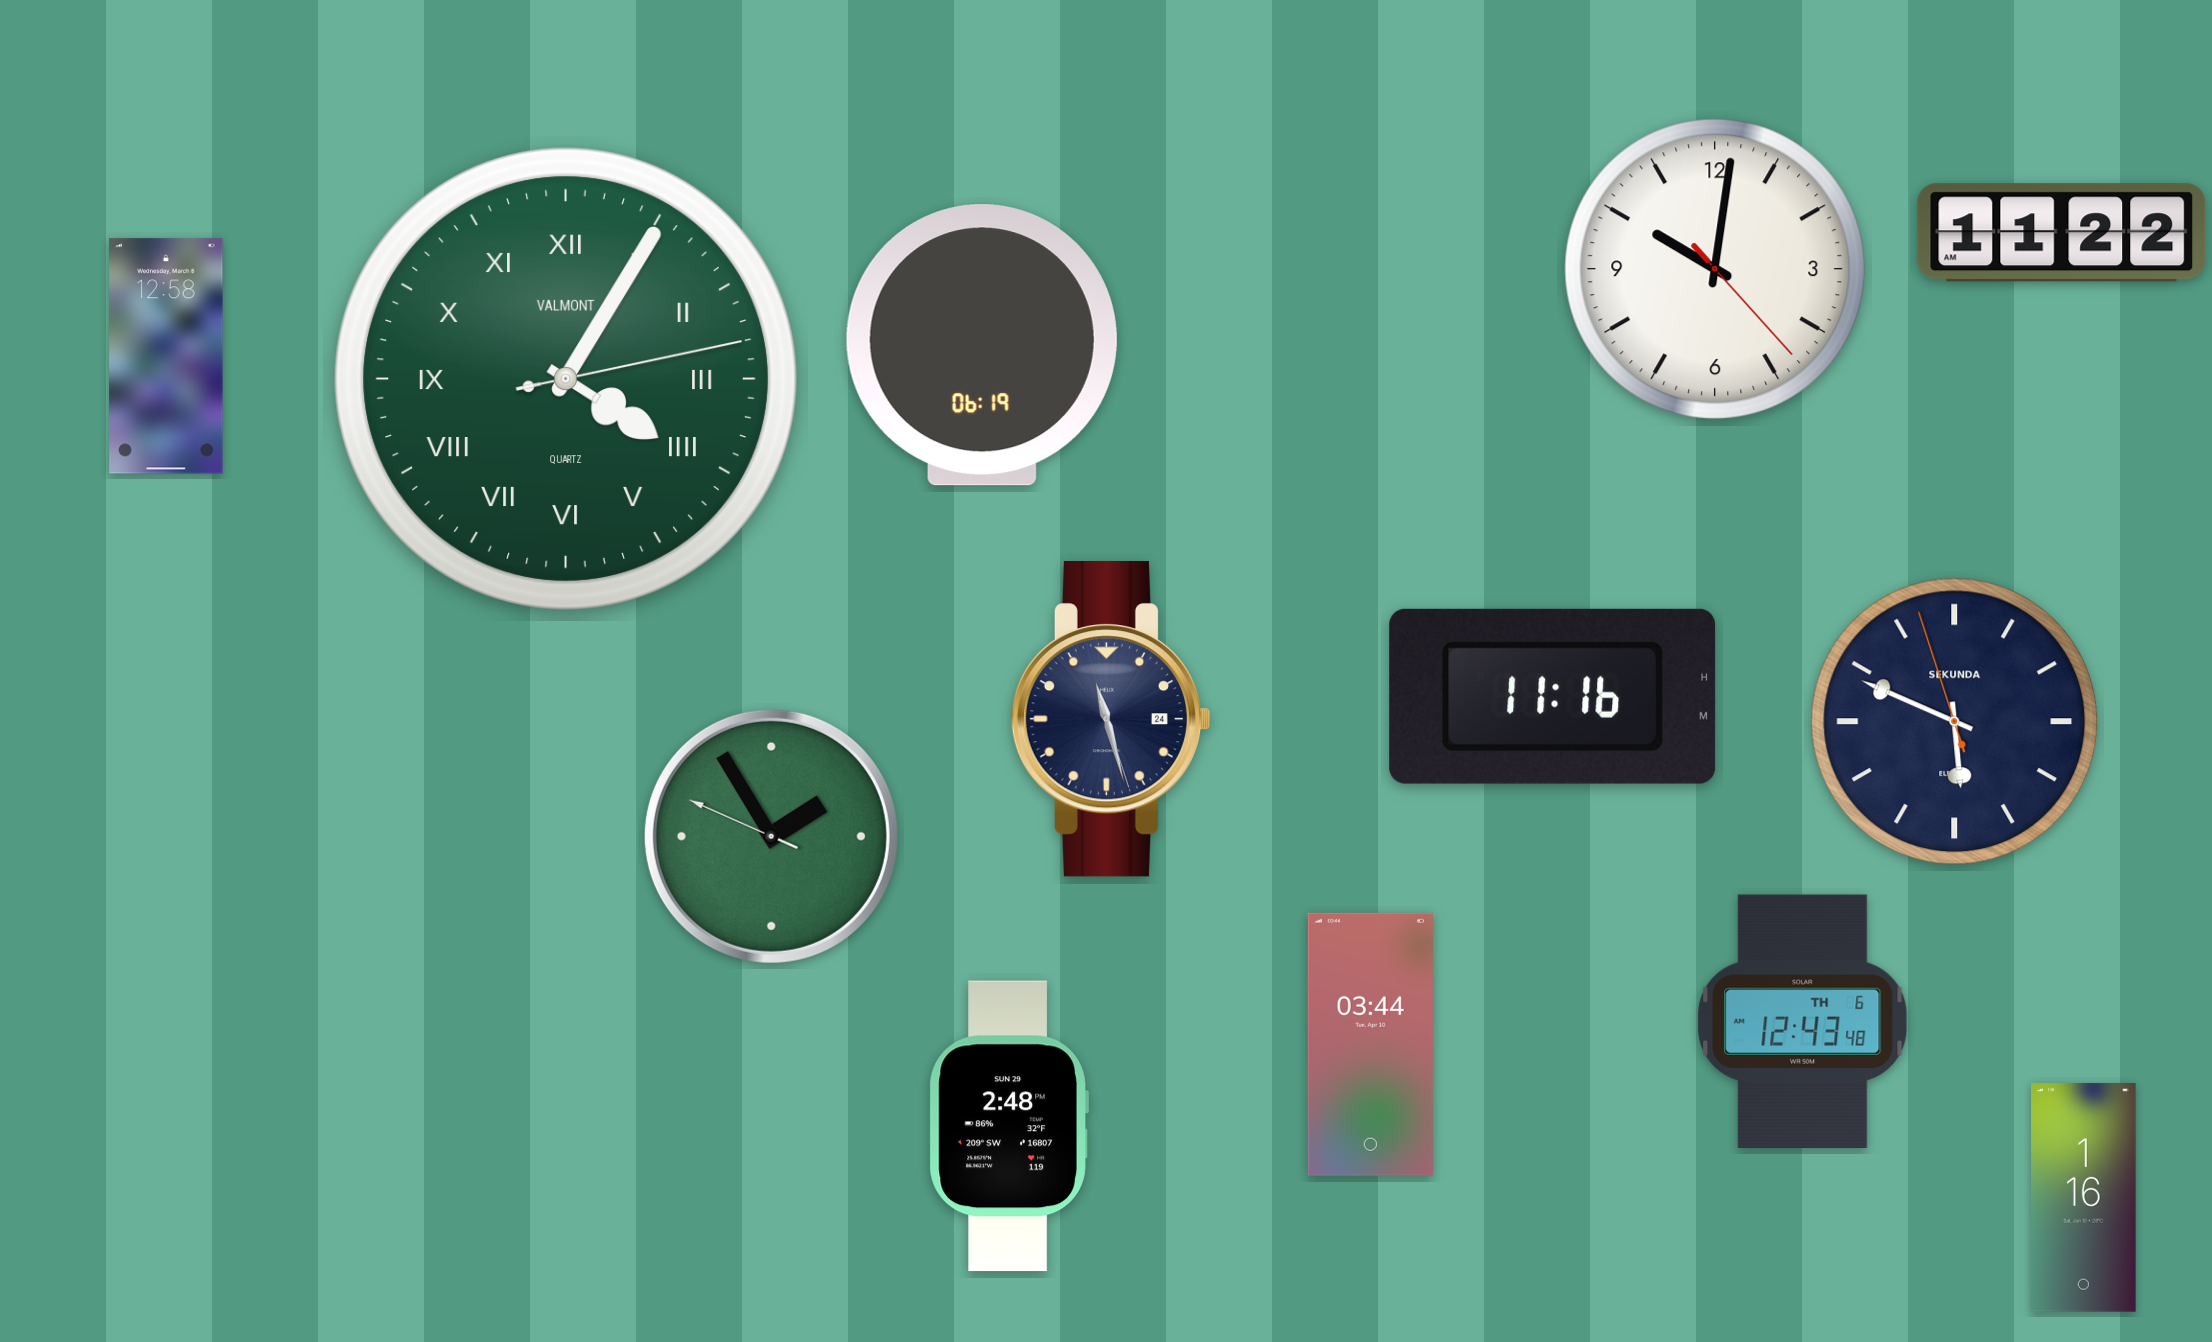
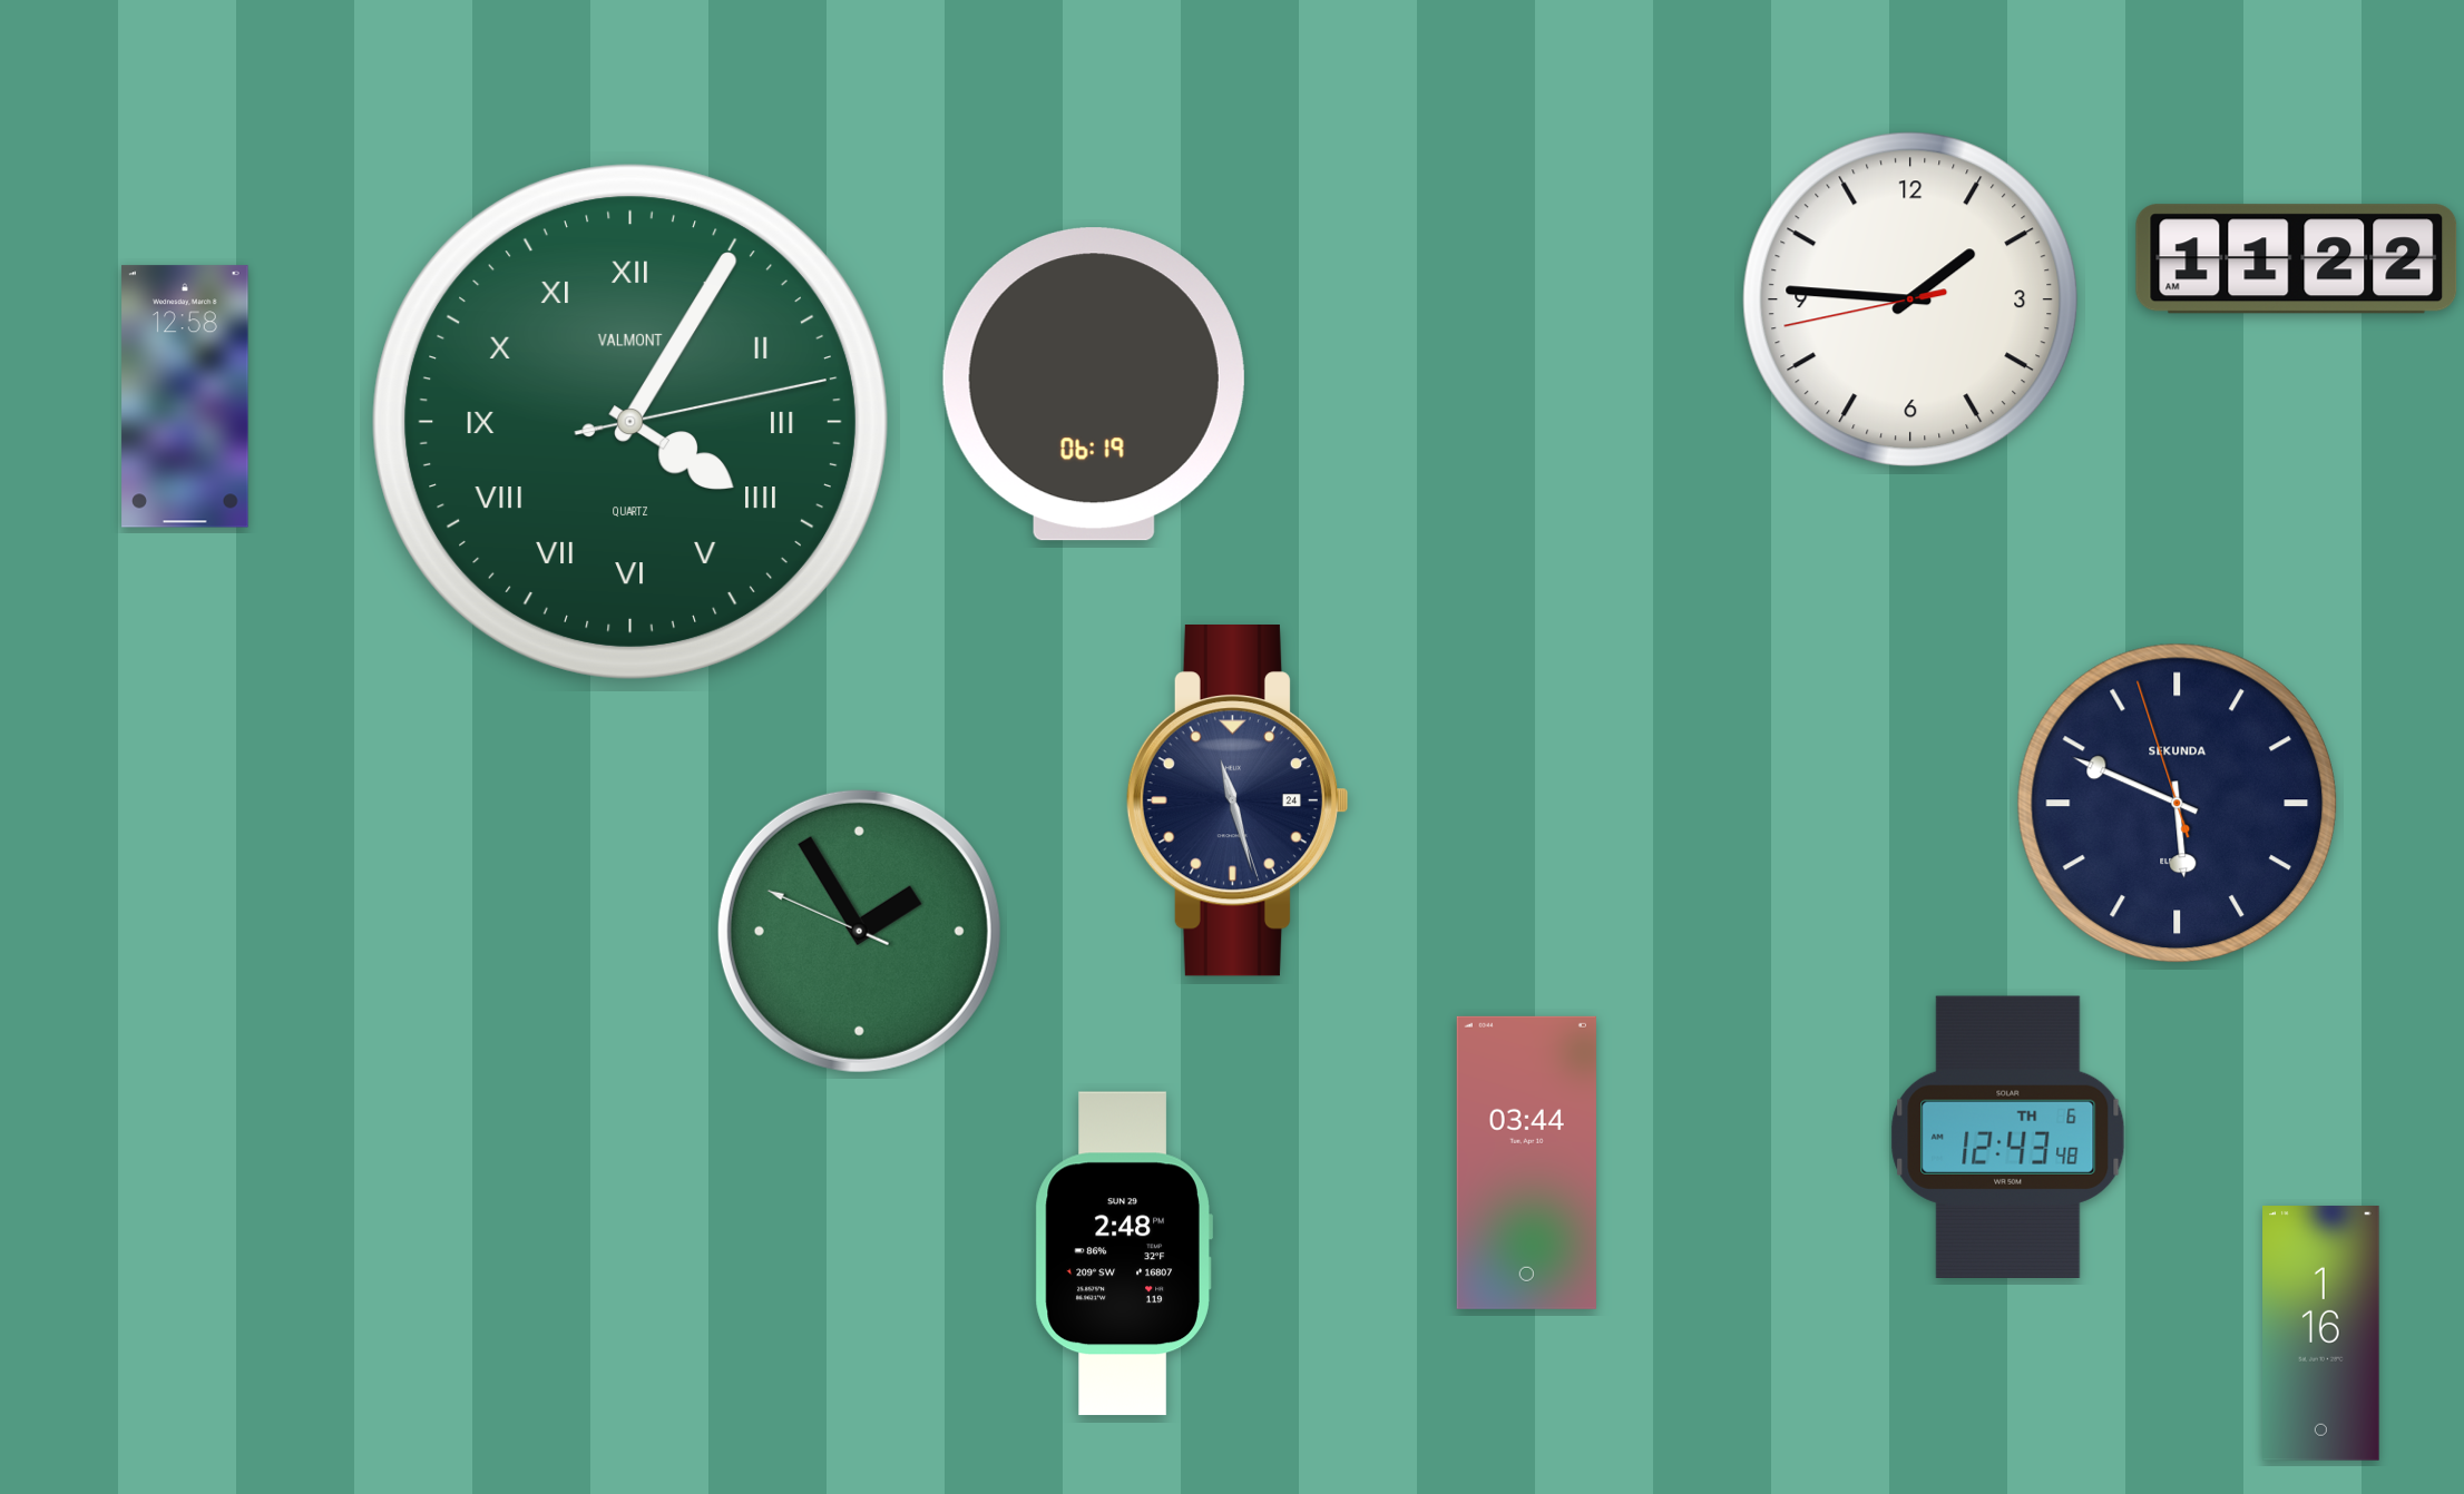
clock at (1715, 269): 10:01 -> 1:45
clock at (1553, 696): 11:16 -> none
